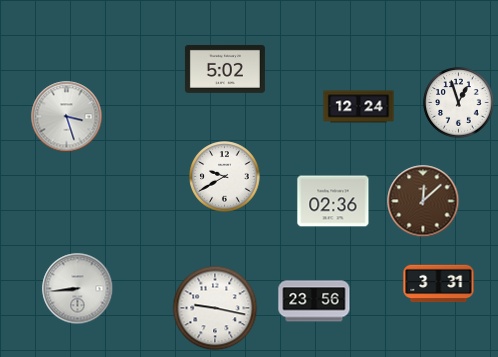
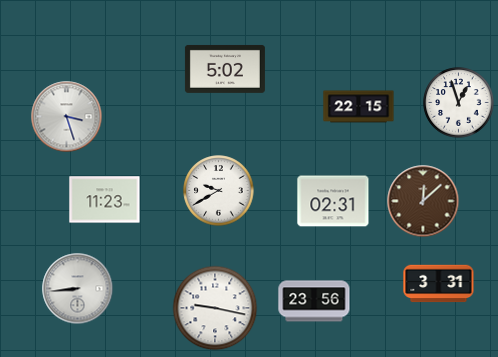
clock at (359, 107): 12:24 -> 22:15
clock at (225, 177) position: (225, 177) -> (219, 191)
clock at (105, 200): none -> 11:23
clock at (333, 201): 02:36 -> 02:31
